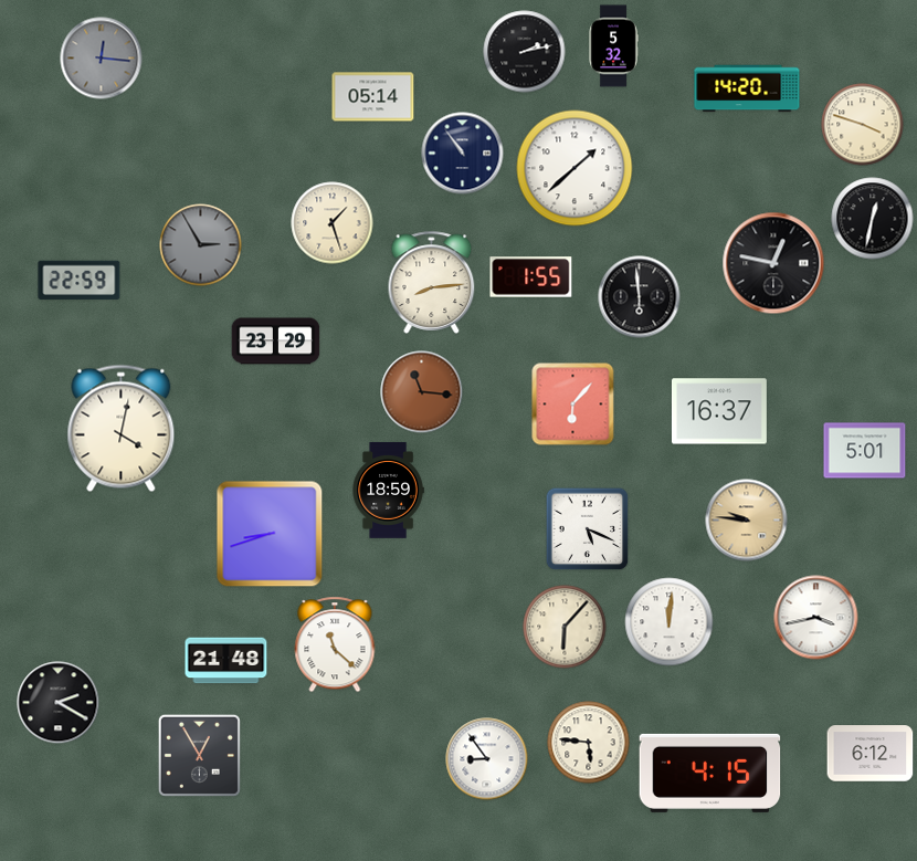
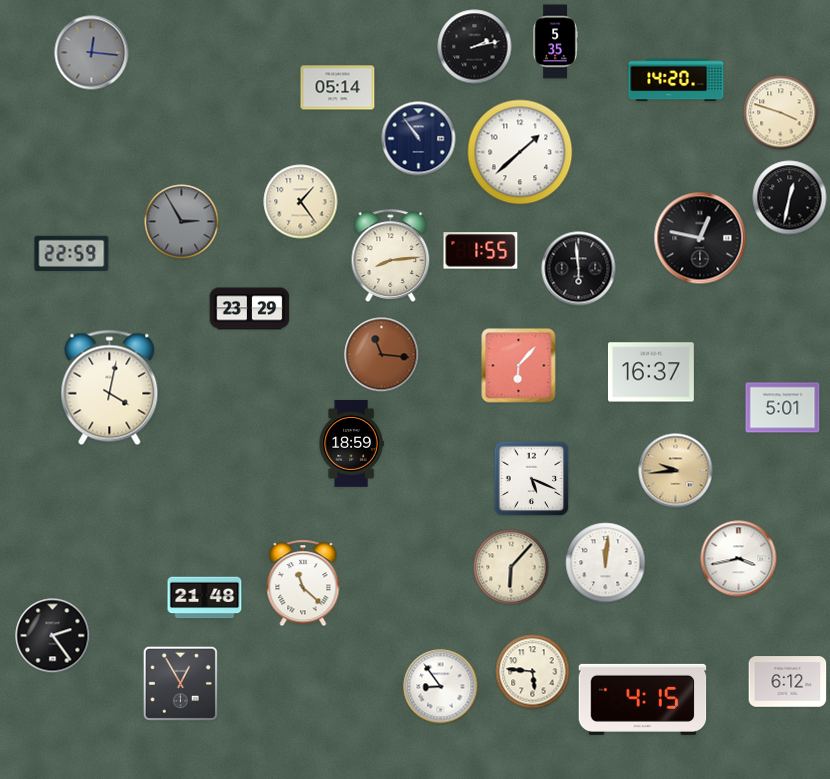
clock at (613, 46): 5:32 -> 5:35
clock at (333, 223): 1:27 -> 1:24
clock at (747, 521): 9:46 -> 9:44
clock at (270, 534): 8:42 -> none
clock at (59, 703): 2:20 -> 2:24
